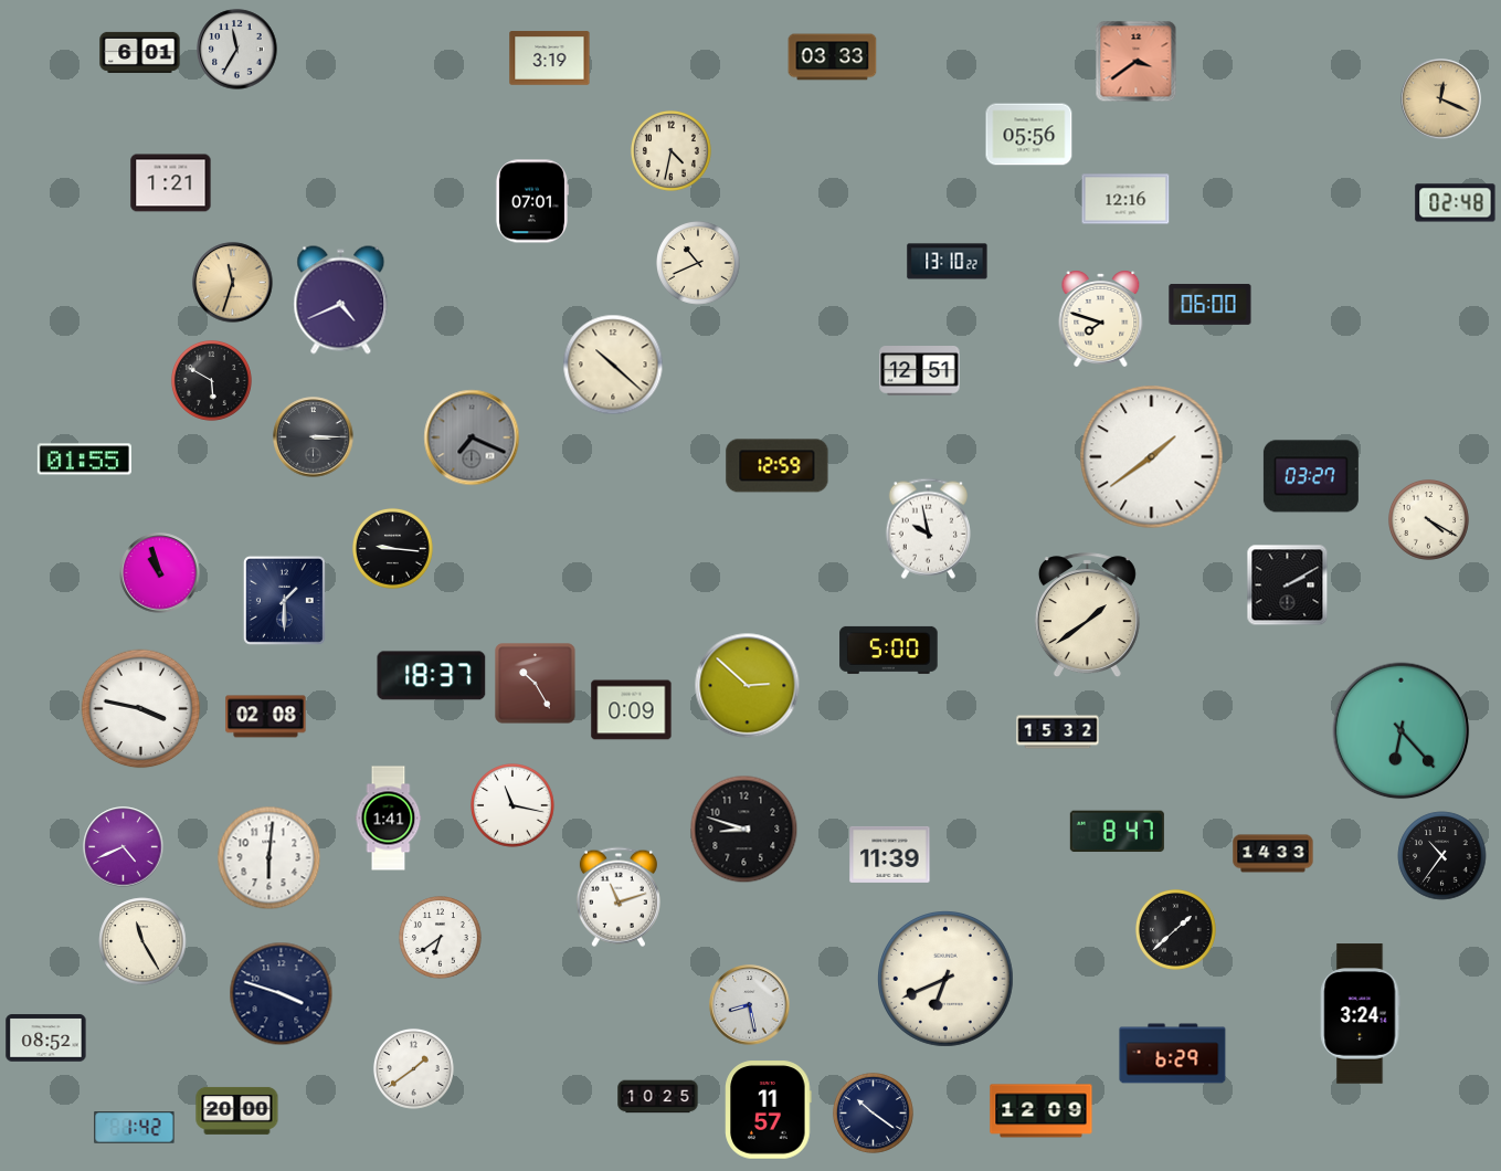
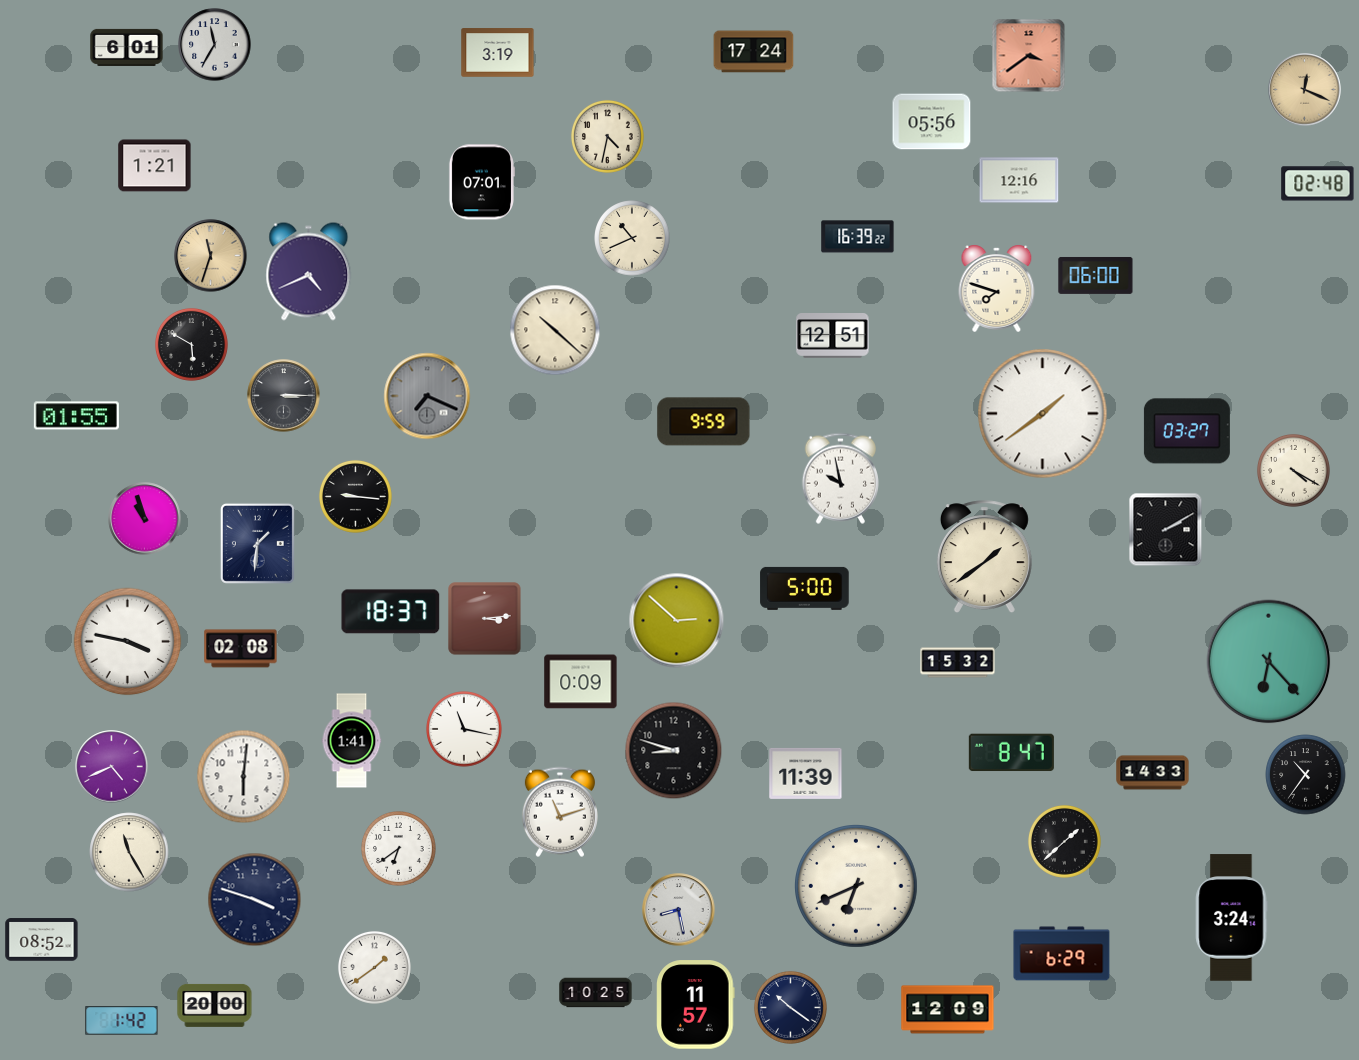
clock at (833, 57): 03:33 -> 17:24
clock at (948, 262): 13:10 -> 16:39
clock at (778, 466): 12:59 -> 9:59
clock at (284, 600): 1:30 -> 1:31
clock at (536, 684): 10:25 -> 3:14
clock at (632, 710) position: (632, 710) -> (581, 682)
clock at (1042, 1111) position: (1042, 1111) -> (948, 1010)
